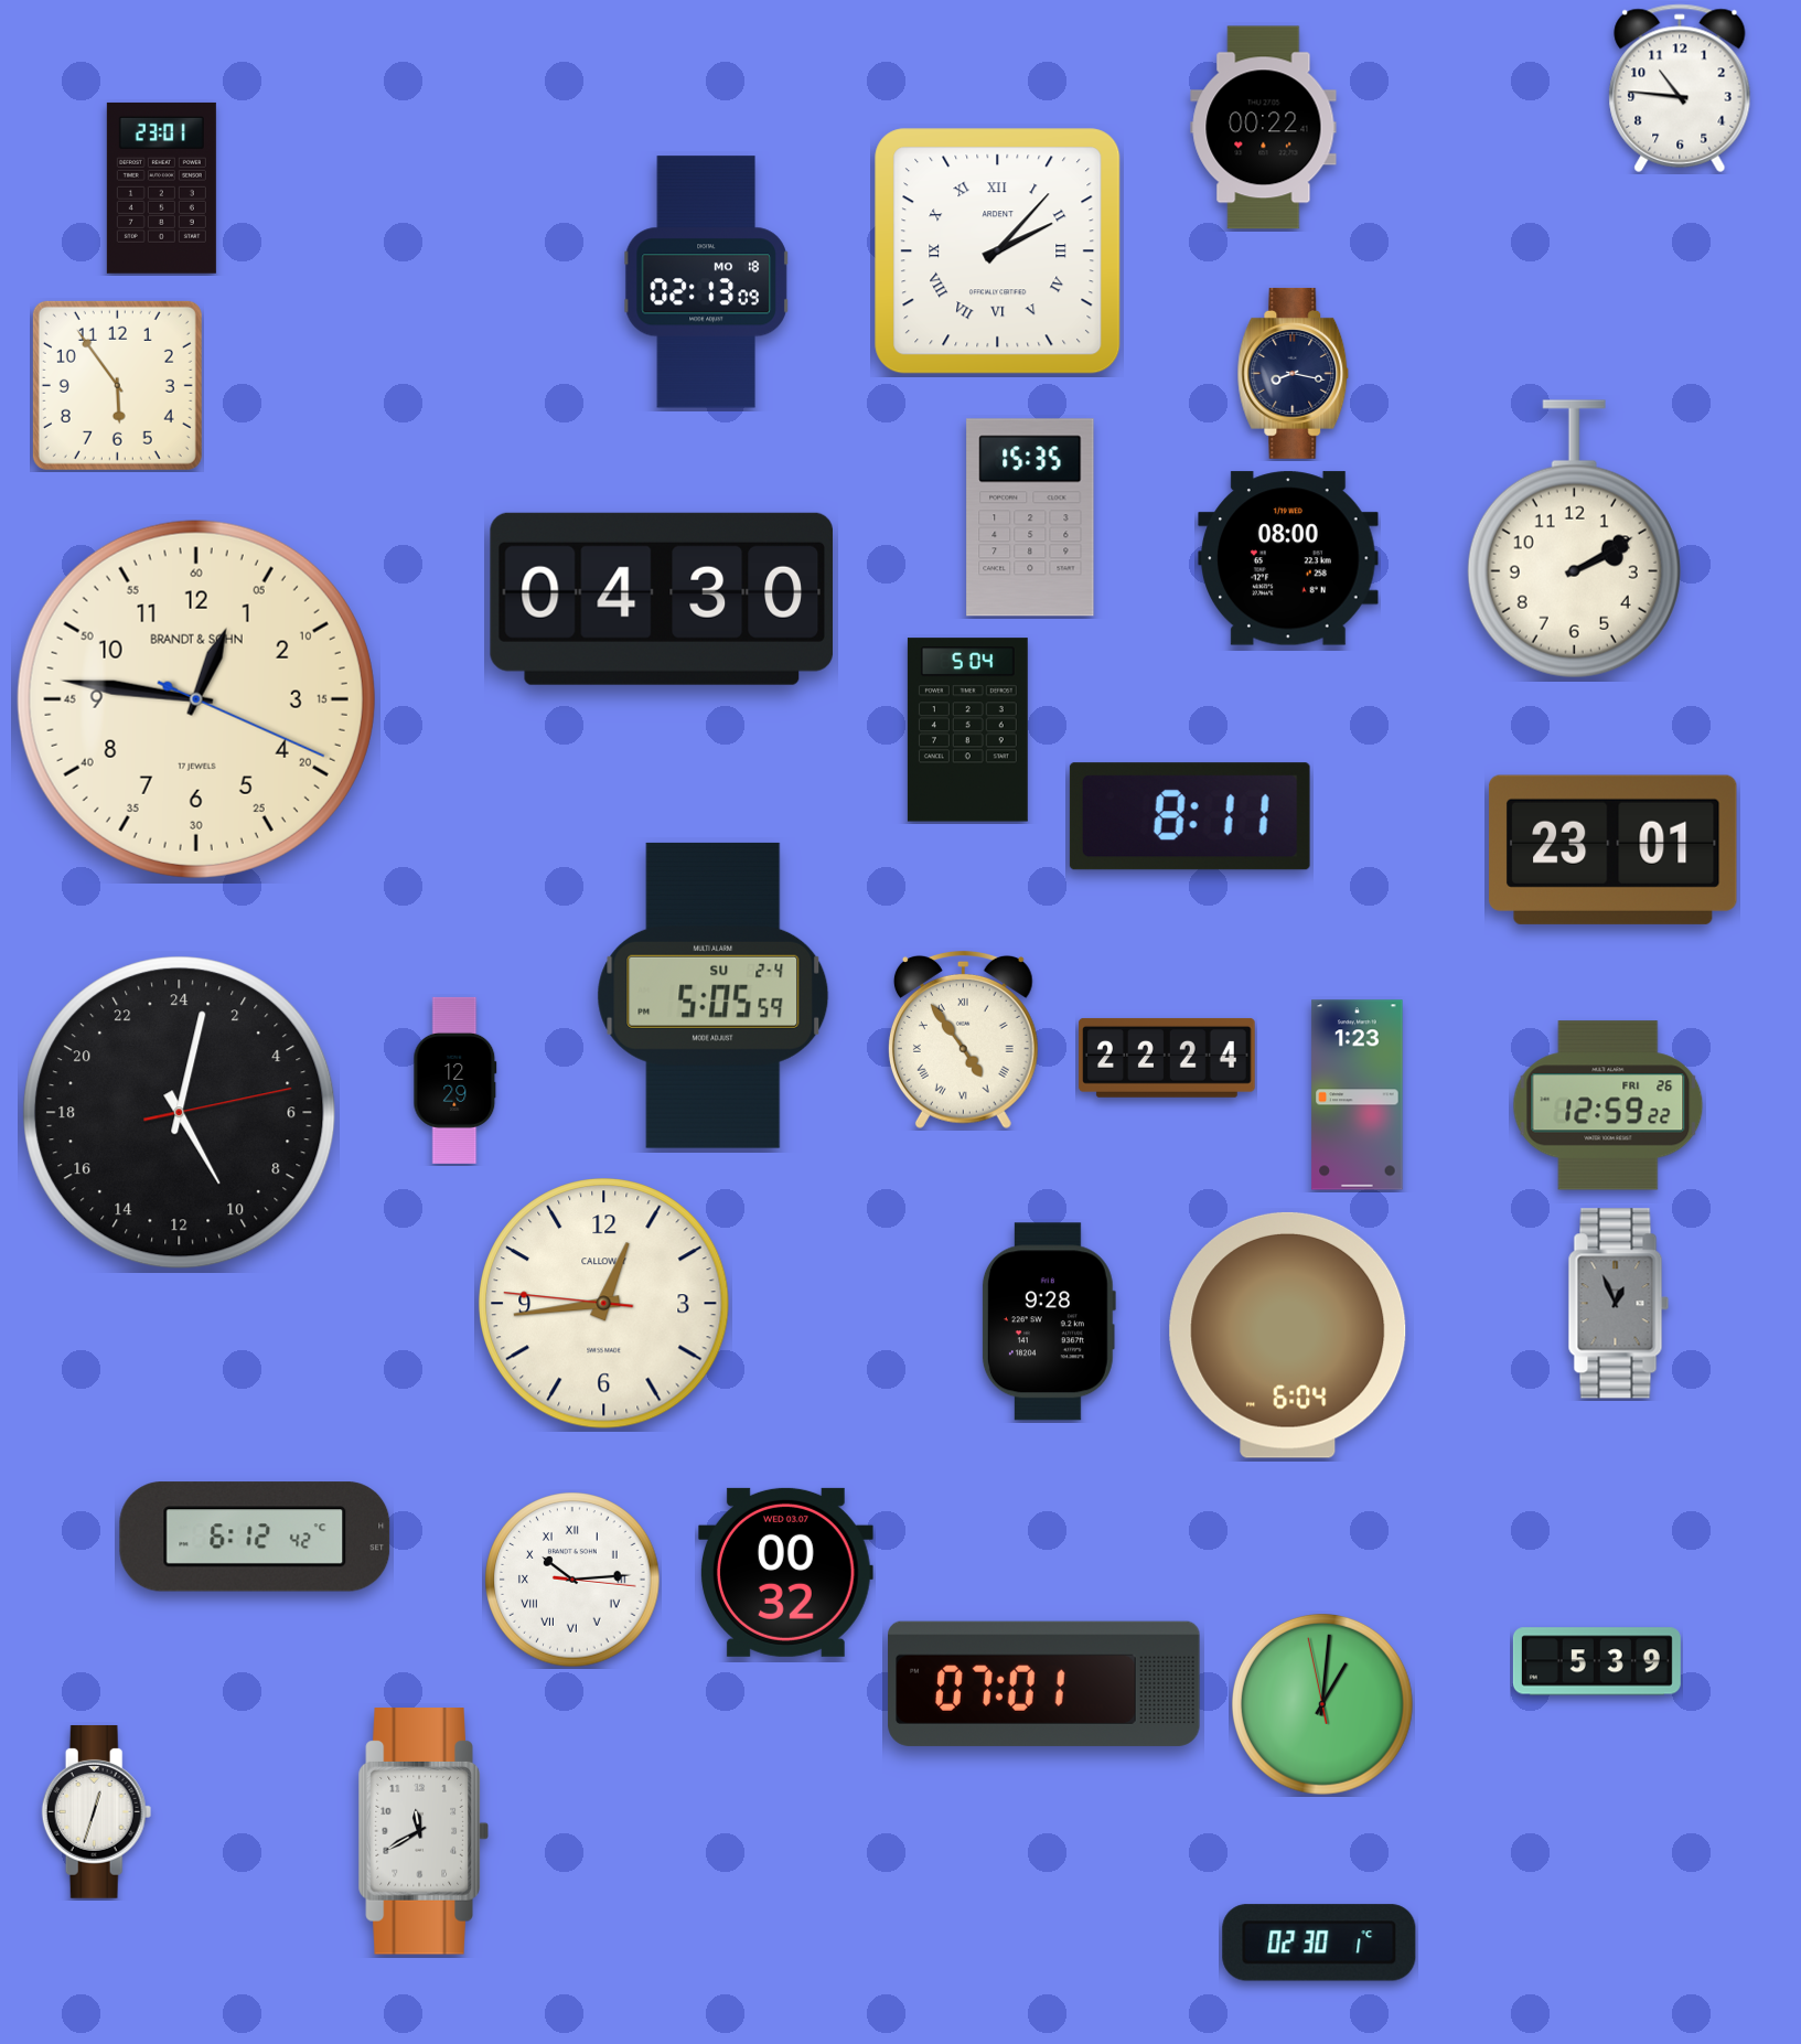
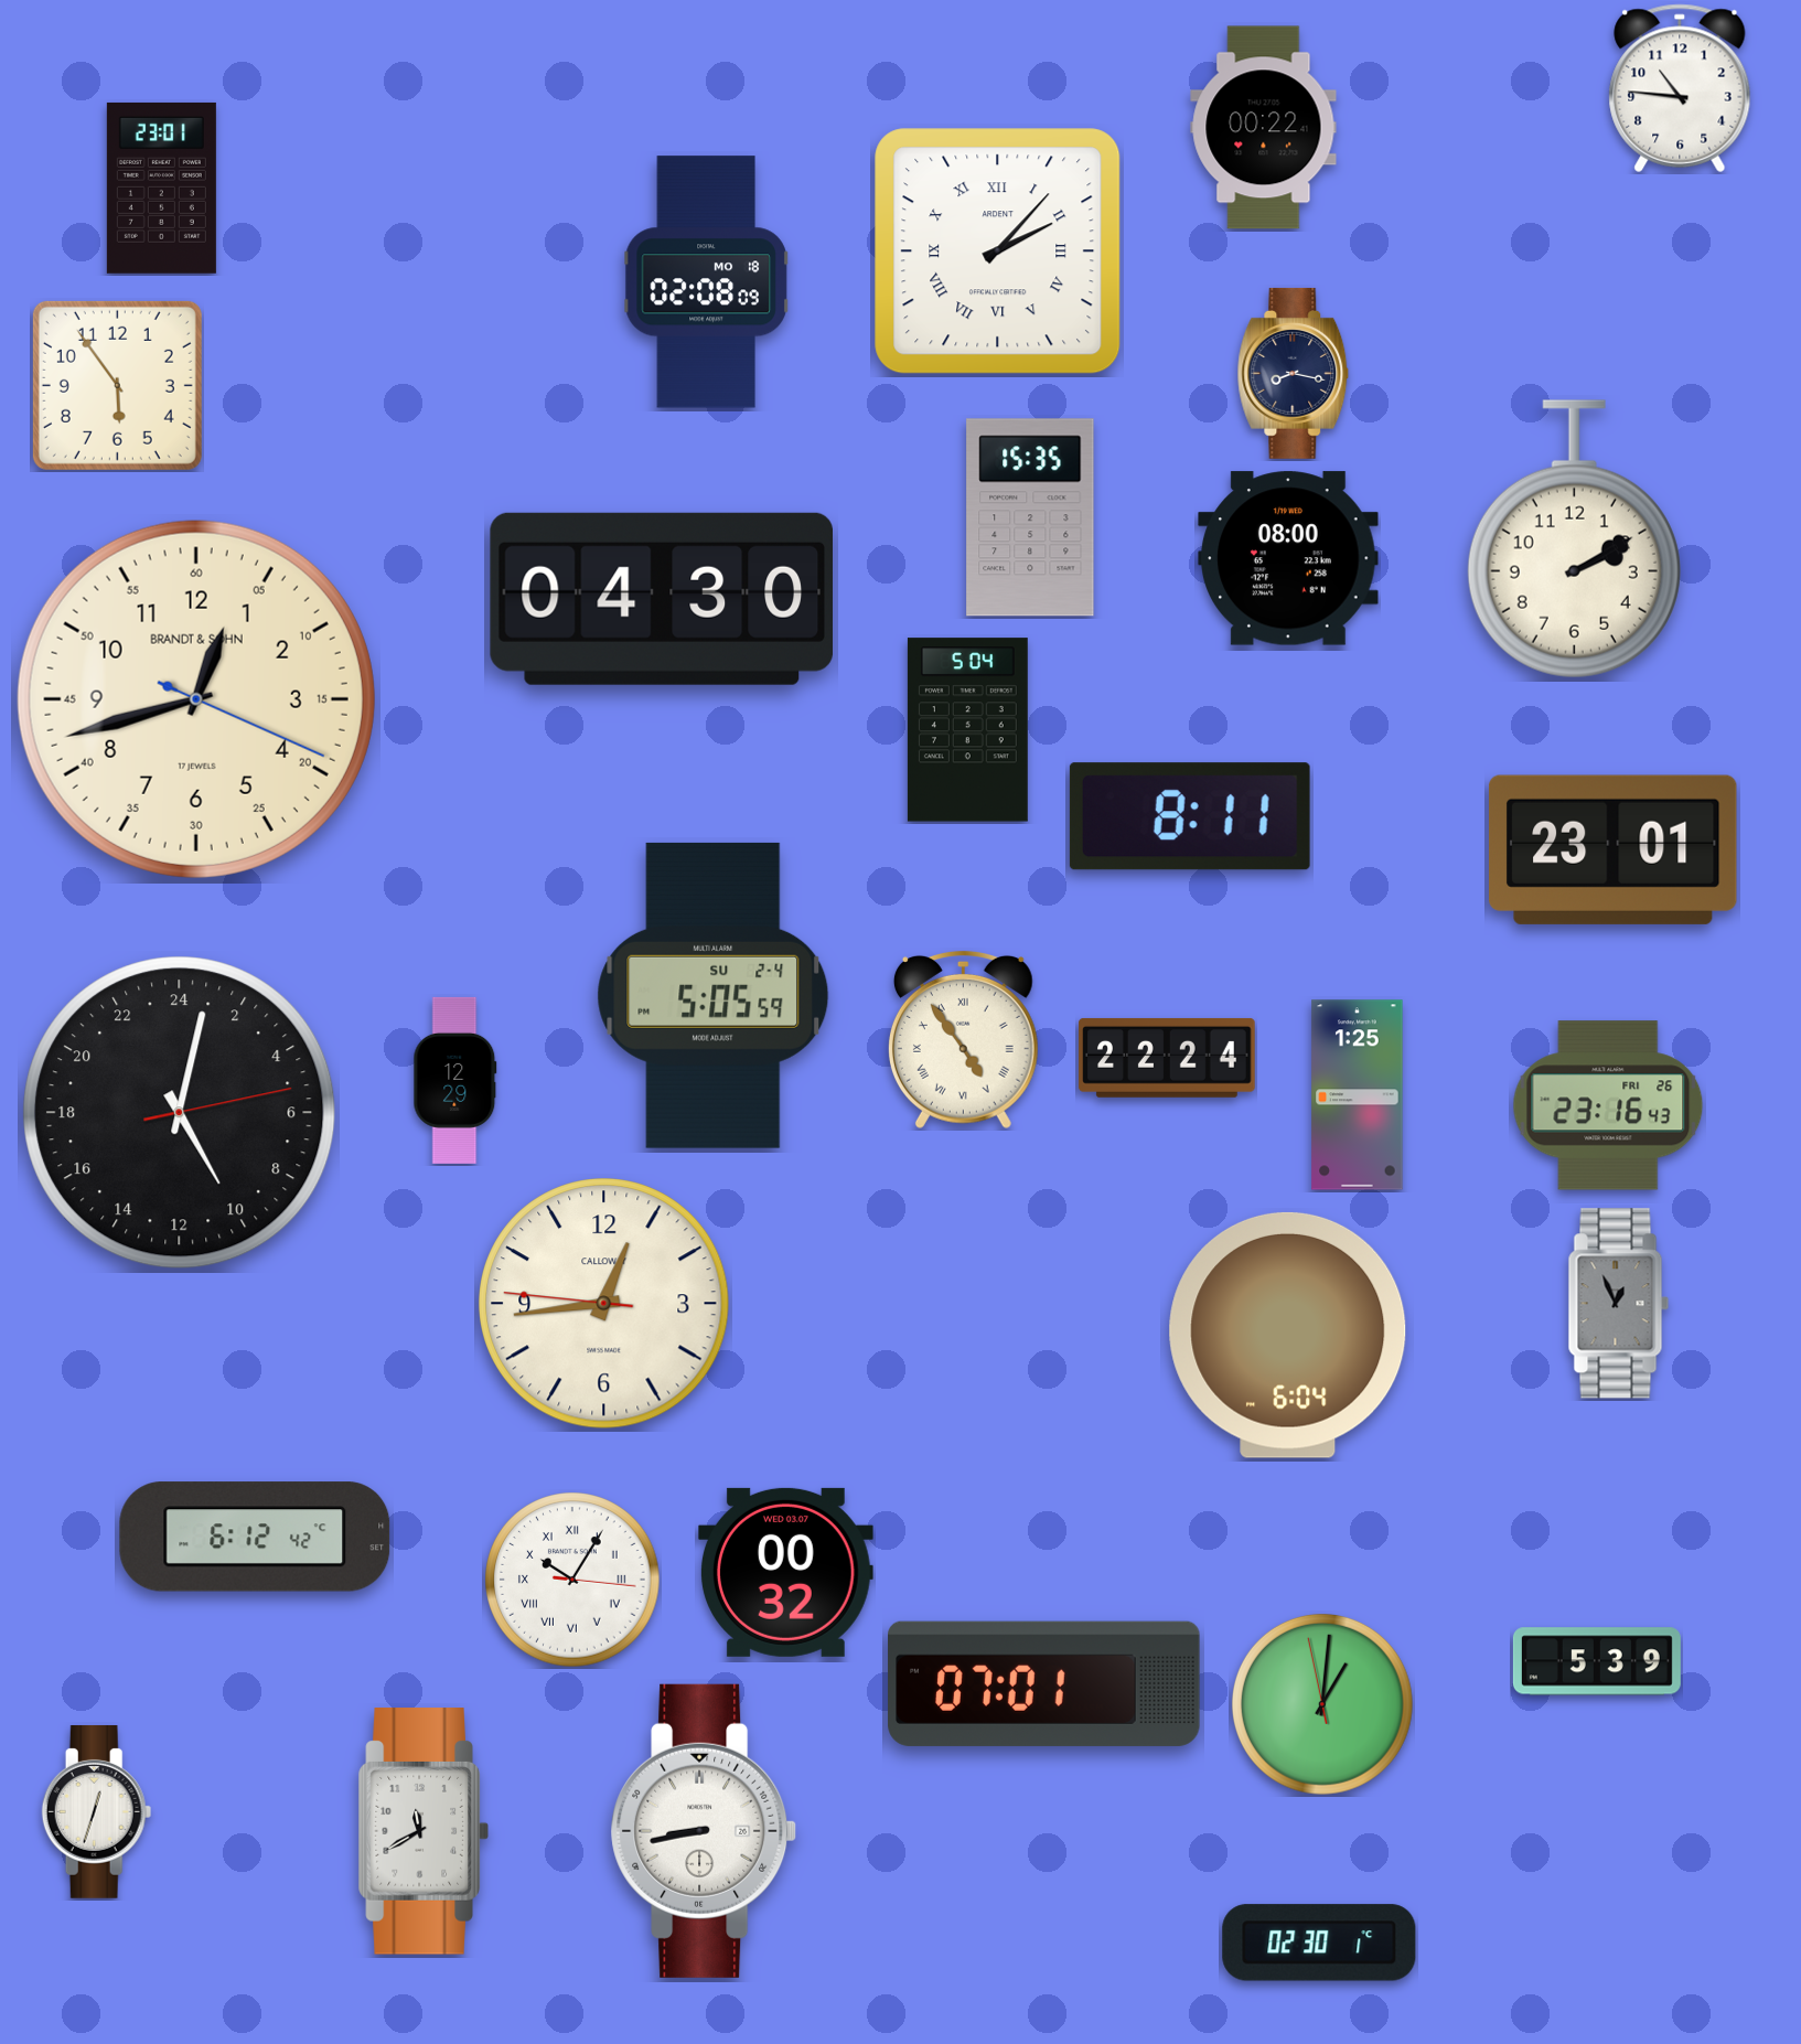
clock at (707, 282): 02:13 -> 02:08
clock at (196, 699): 12:46 -> 12:42
clock at (1358, 1095): 1:23 -> 1:25
clock at (1608, 1105): 12:59 -> 23:16
clock at (1048, 1321): 9:28 -> none
clock at (572, 1580): 10:14 -> 10:05
clock at (704, 1831): none -> 8:43
